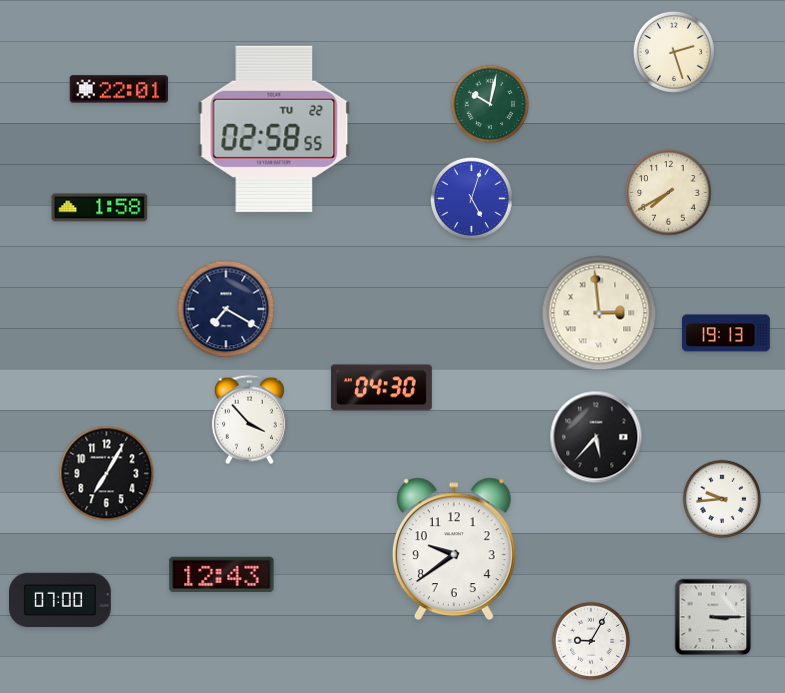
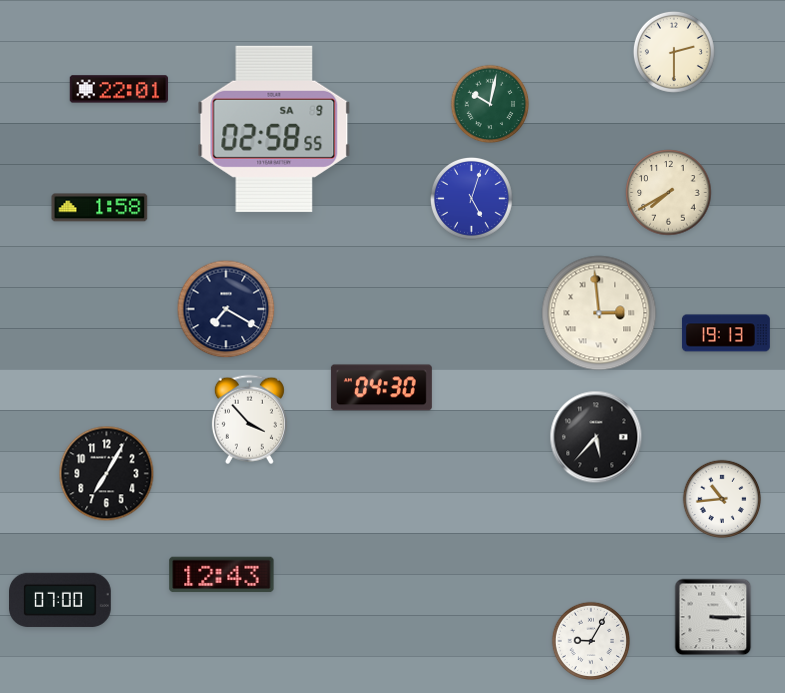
clock at (674, 52): 2:27 -> 2:30
clock at (274, 129) date: TU 22 -> SA 9
clock at (722, 499): 9:44 -> 10:44
clock at (454, 549): 9:39 -> none
